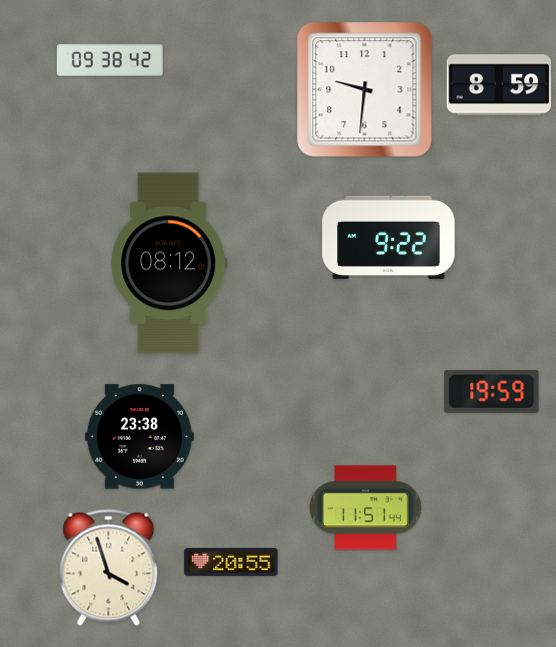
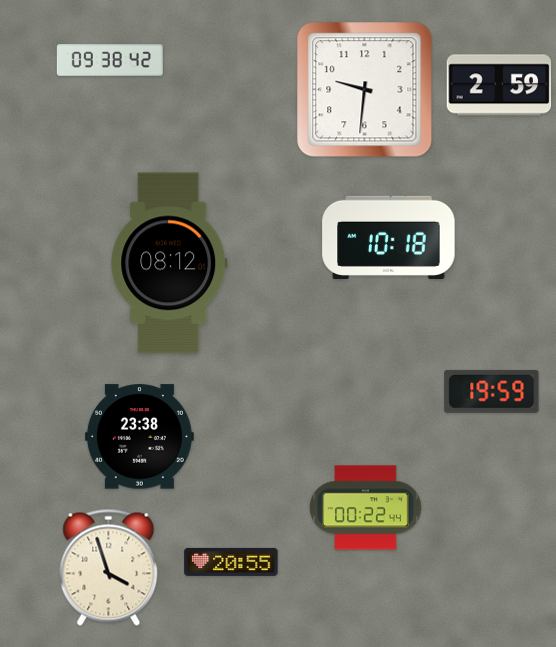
clock at (499, 85): 8:59 -> 2:59
clock at (389, 237): 9:22 -> 10:18
clock at (366, 508): 11:51 -> 00:22
